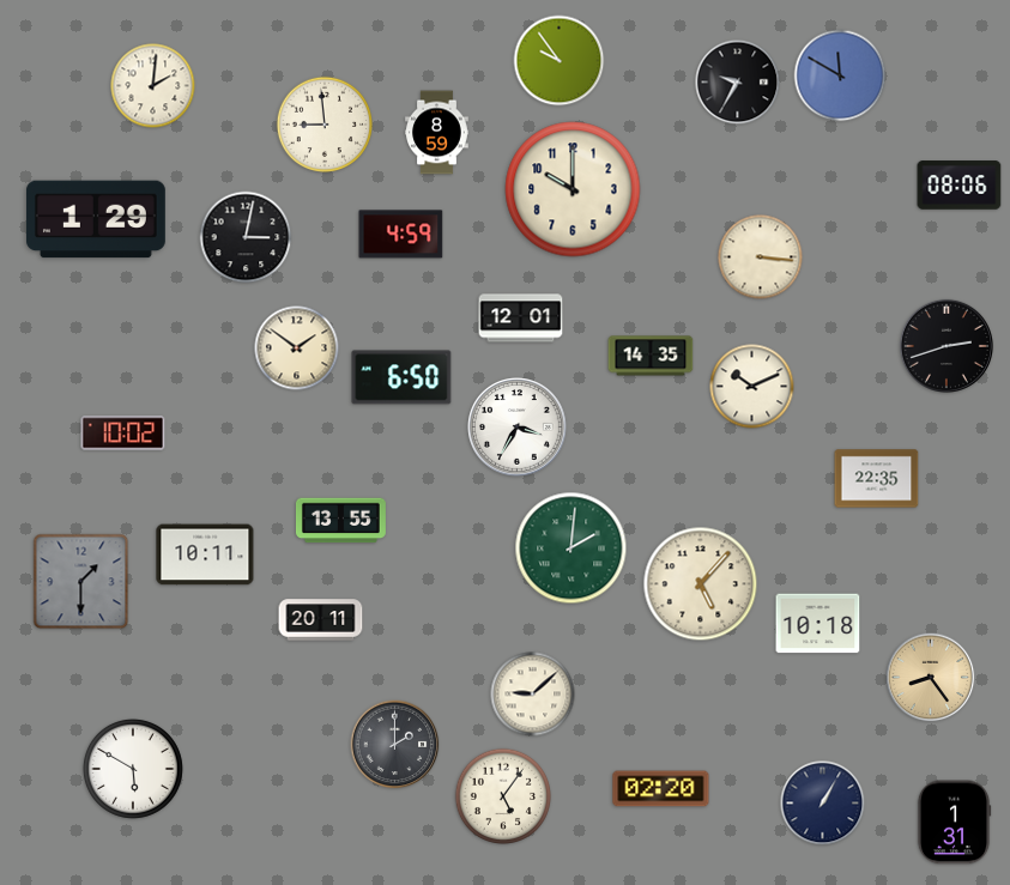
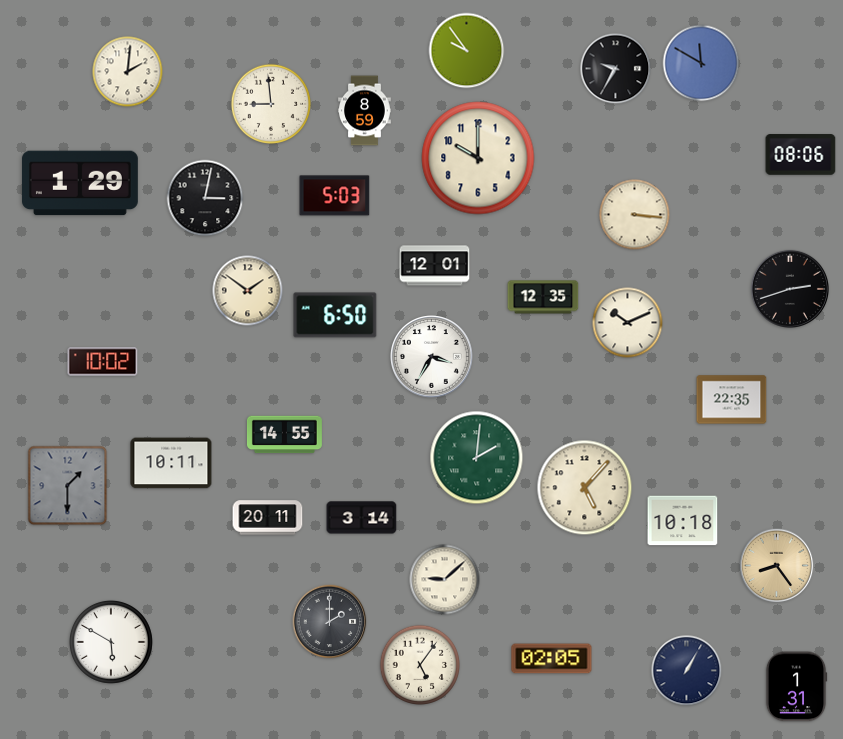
clock at (401, 235): 4:59 -> 5:03
clock at (651, 356): 14:35 -> 12:35
clock at (340, 521): 13:55 -> 14:55
clock at (362, 518): none -> 3:14
clock at (661, 789): 02:20 -> 02:05
